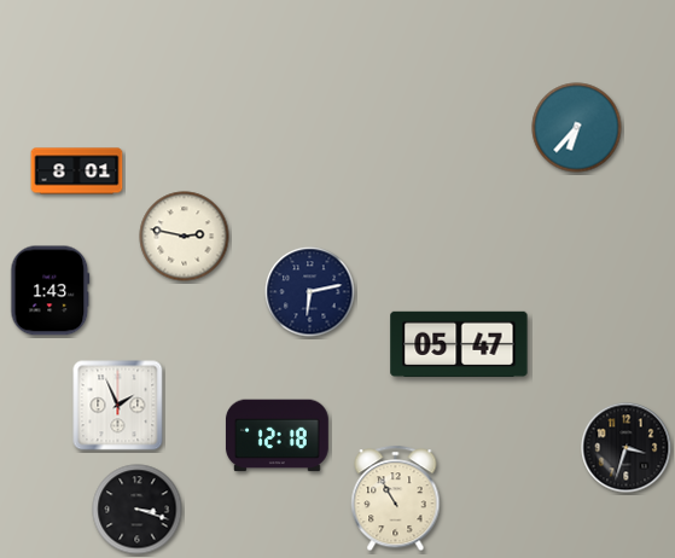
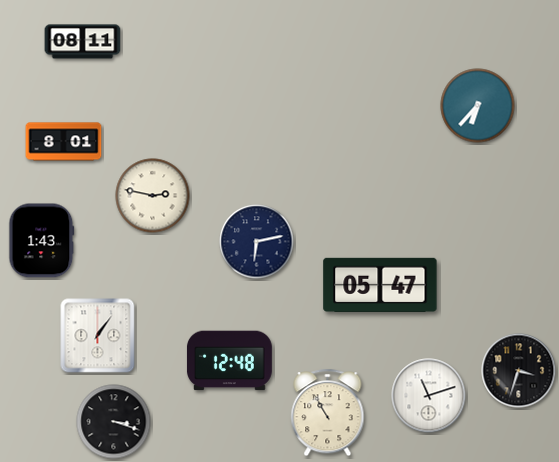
clock at (83, 42): none -> 08:11
clock at (118, 406): 1:56 -> 1:06
clock at (277, 436): 12:18 -> 12:48
clock at (429, 396): none -> 11:12
